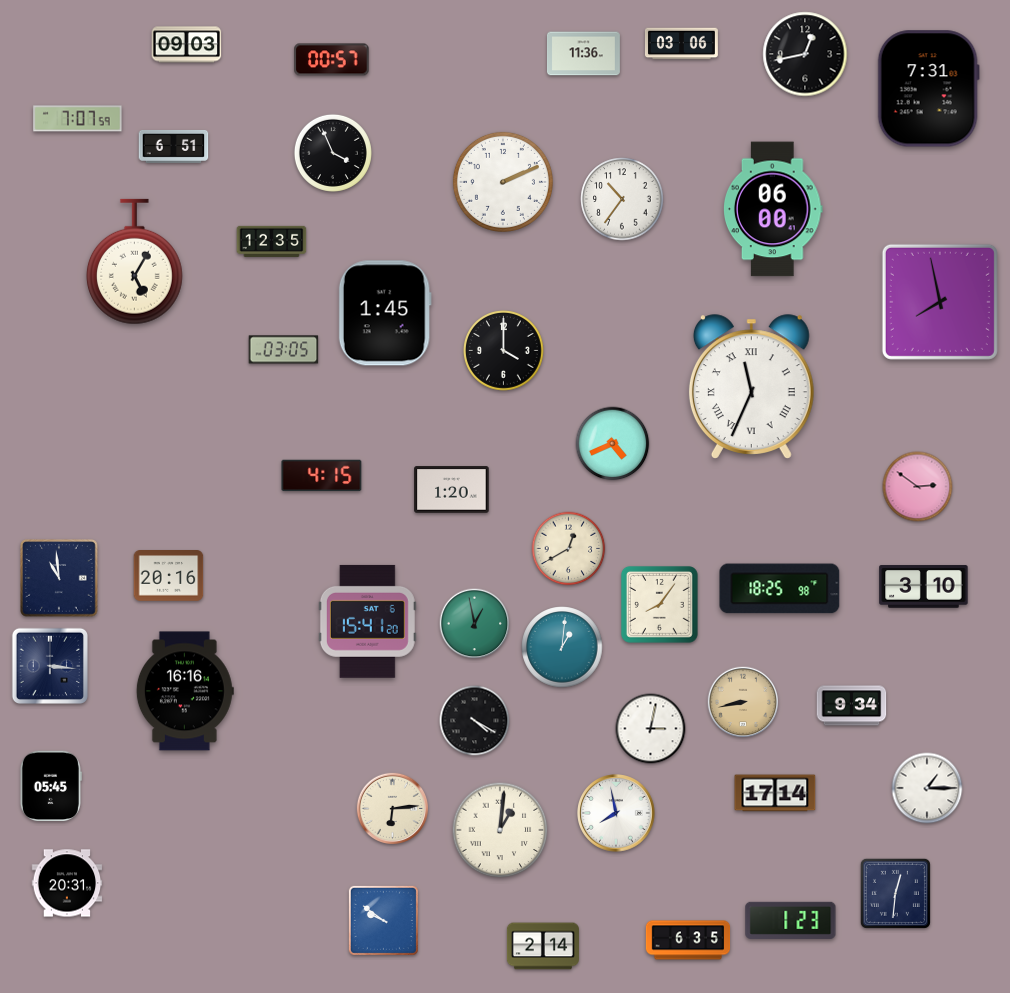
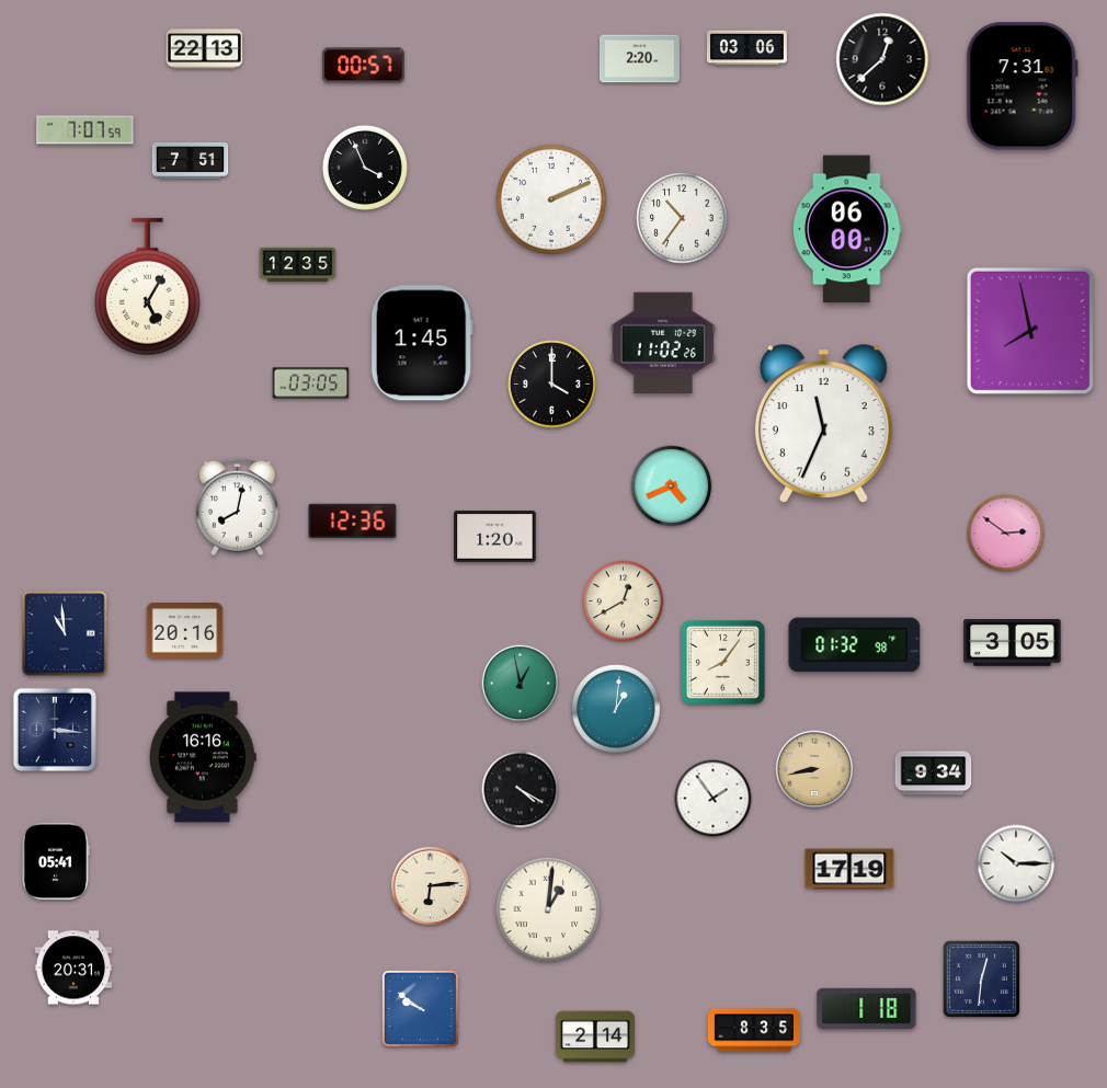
clock at (187, 45): 09:03 -> 22:13
clock at (583, 54): 11:36 -> 2:20
clock at (805, 54): 12:43 -> 12:38
clock at (928, 89) position: (928, 89) -> (1022, 87)
clock at (174, 146): 6:51 -> 7:51
clock at (663, 343): none -> 11:02
clock at (751, 387) numerals: Roman -> Arabic
clock at (237, 507): none -> 8:02
clock at (322, 476): 4:15 -> 12:36
clock at (924, 587): 3:10 -> 3:05
clock at (780, 589): 18:25 -> 01:32
clock at (367, 621): 15:41 -> none
clock at (651, 729): 3:02 -> 1:54
clock at (51, 786): 05:45 -> 05:41
clock at (927, 788): 1:15 -> 10:15
clock at (775, 793): 17:14 -> 17:19
clock at (616, 813): 7:58 -> none
clock at (791, 920): 1:23 -> 1:18
clock at (688, 940): 6:35 -> 8:35
